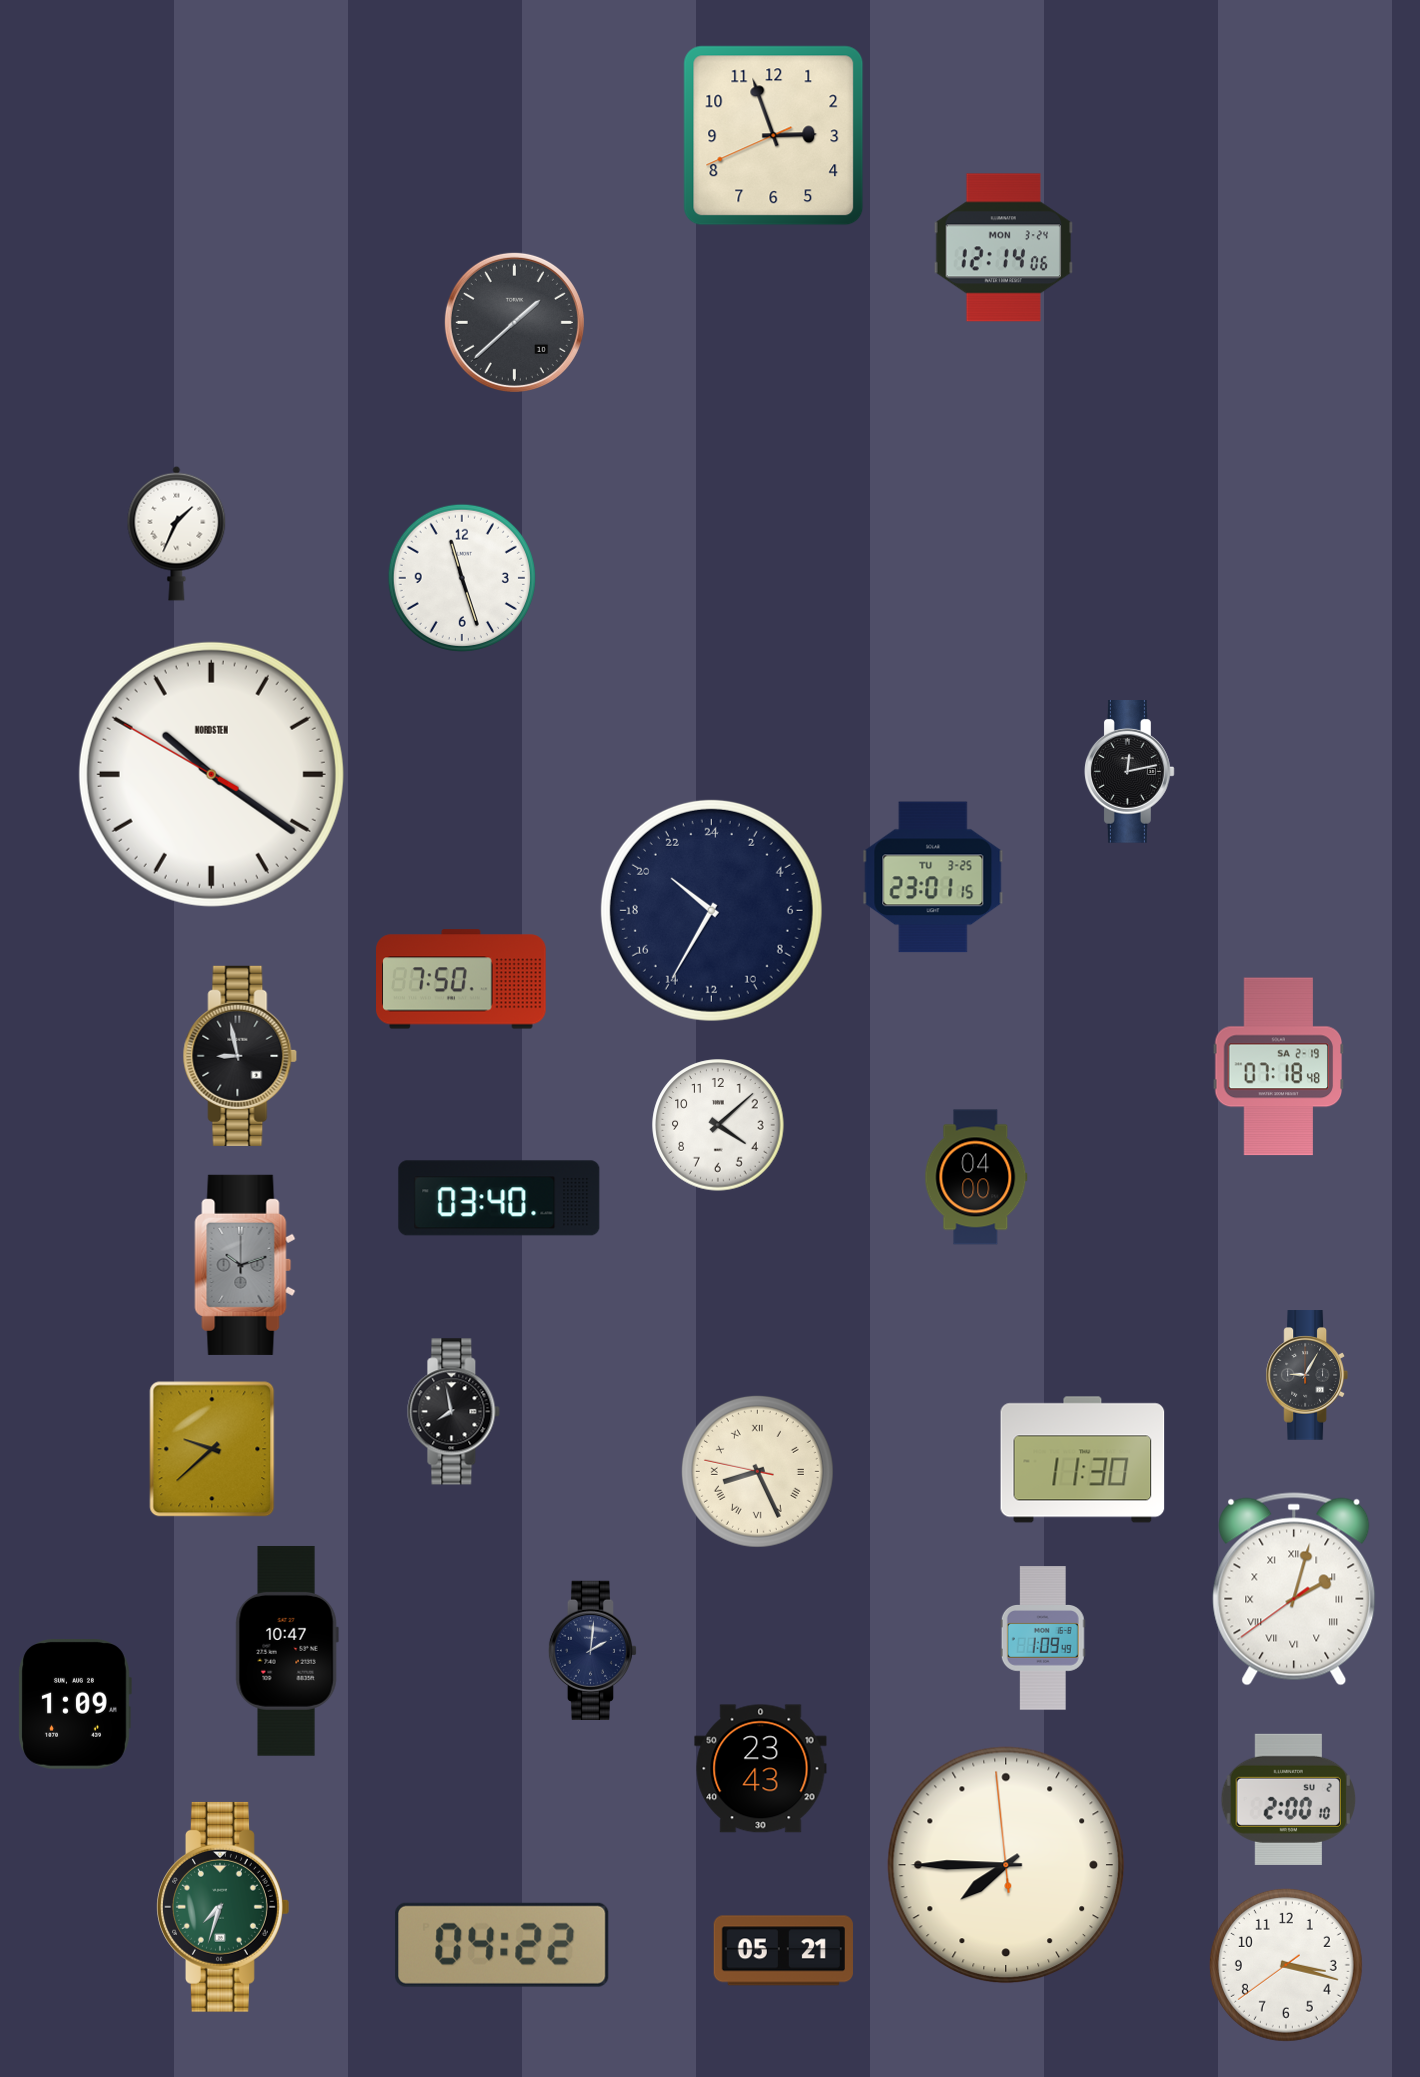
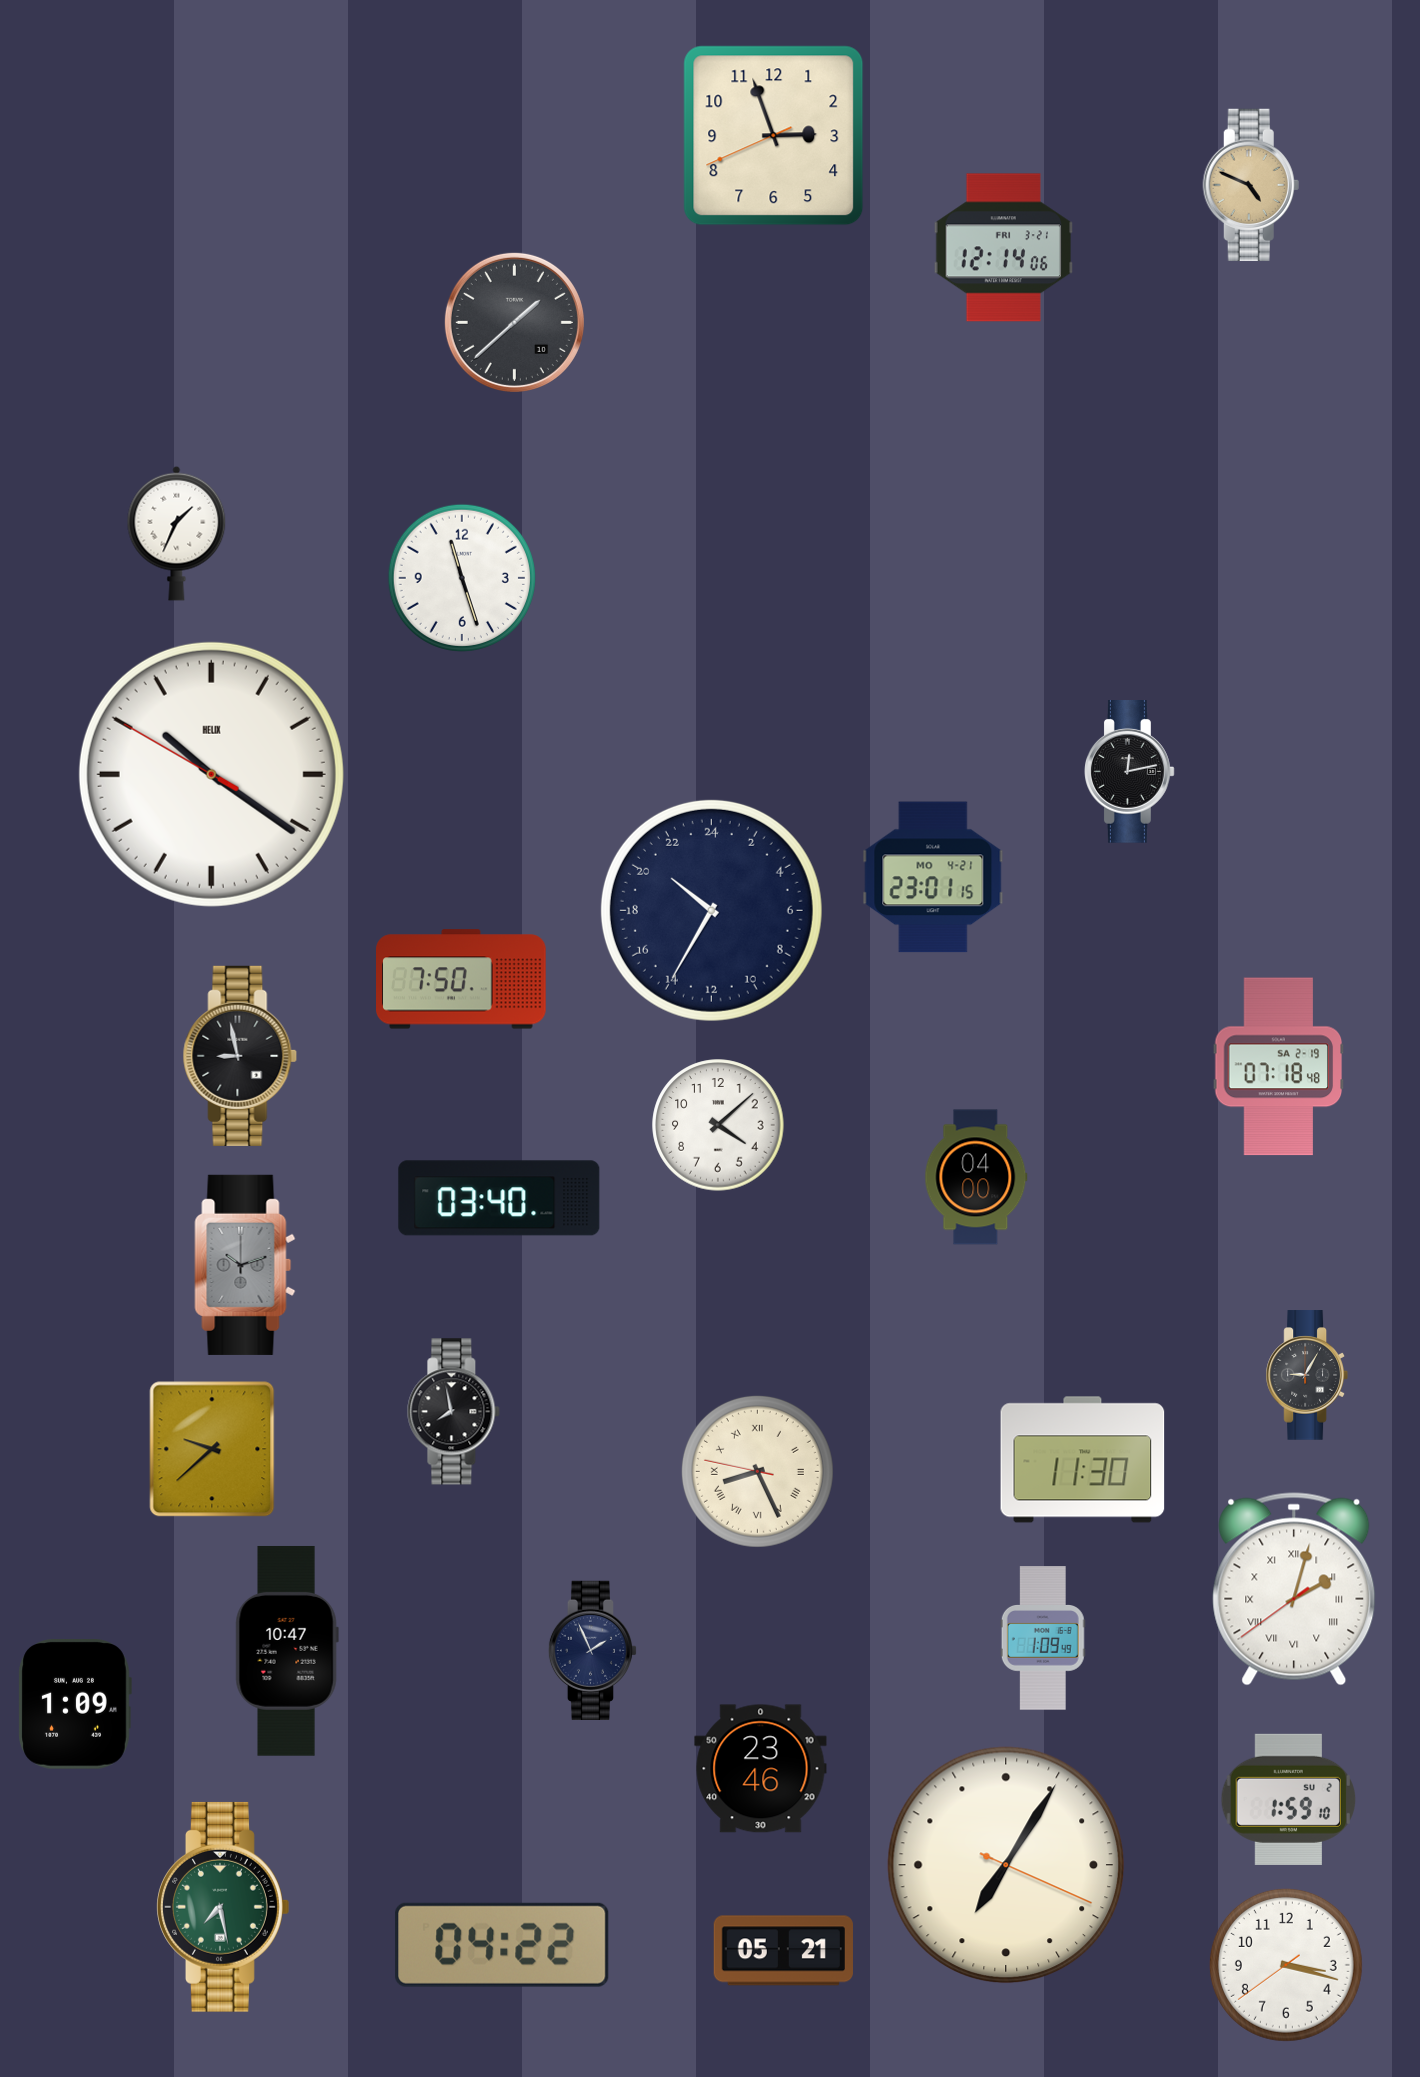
clock at (1251, 184): none -> 4:49
clock at (1004, 248) date: MON 3-24 -> FRI 3-21
clock at (211, 774) brand: NORDSTEN -> HELIX
clock at (933, 877) date: TU 3-25 -> MO 4-21
clock at (593, 1650): 2:01 -> 1:56
clock at (761, 1769): 23:43 -> 23:46
clock at (1288, 1799): 2:00 -> 1:59
clock at (1006, 1865): 7:44 -> 7:05
clock at (223, 1907): 7:33 -> 7:28
